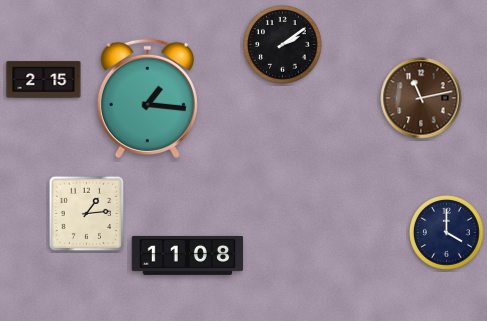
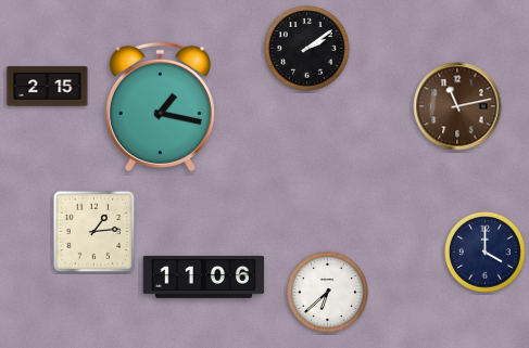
clock at (147, 98): 1:16 -> 1:17
clock at (188, 255): 11:08 -> 11:06
clock at (328, 293): none -> 6:38
